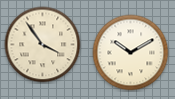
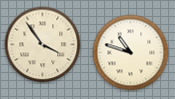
clock at (131, 53): 10:10 -> 10:48
